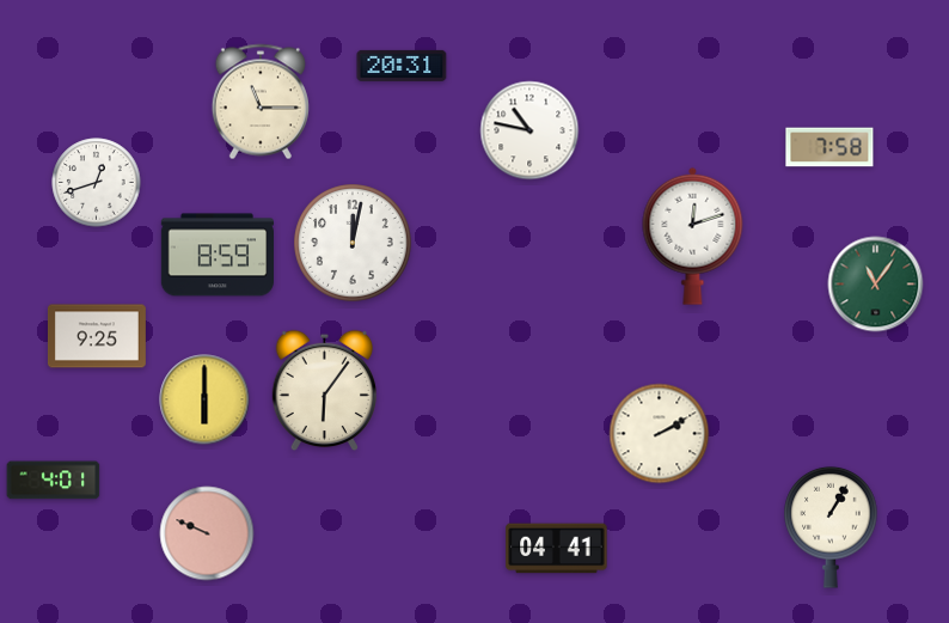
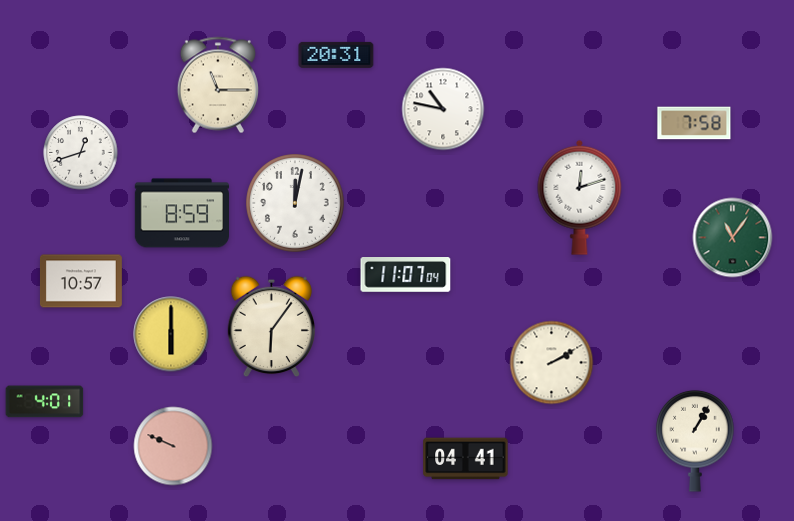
clock at (406, 275): none -> 11:07
clock at (97, 336): 9:25 -> 10:57
